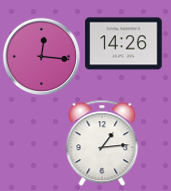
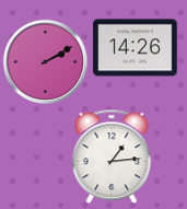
clock at (41, 56): 12:16 -> 2:10
